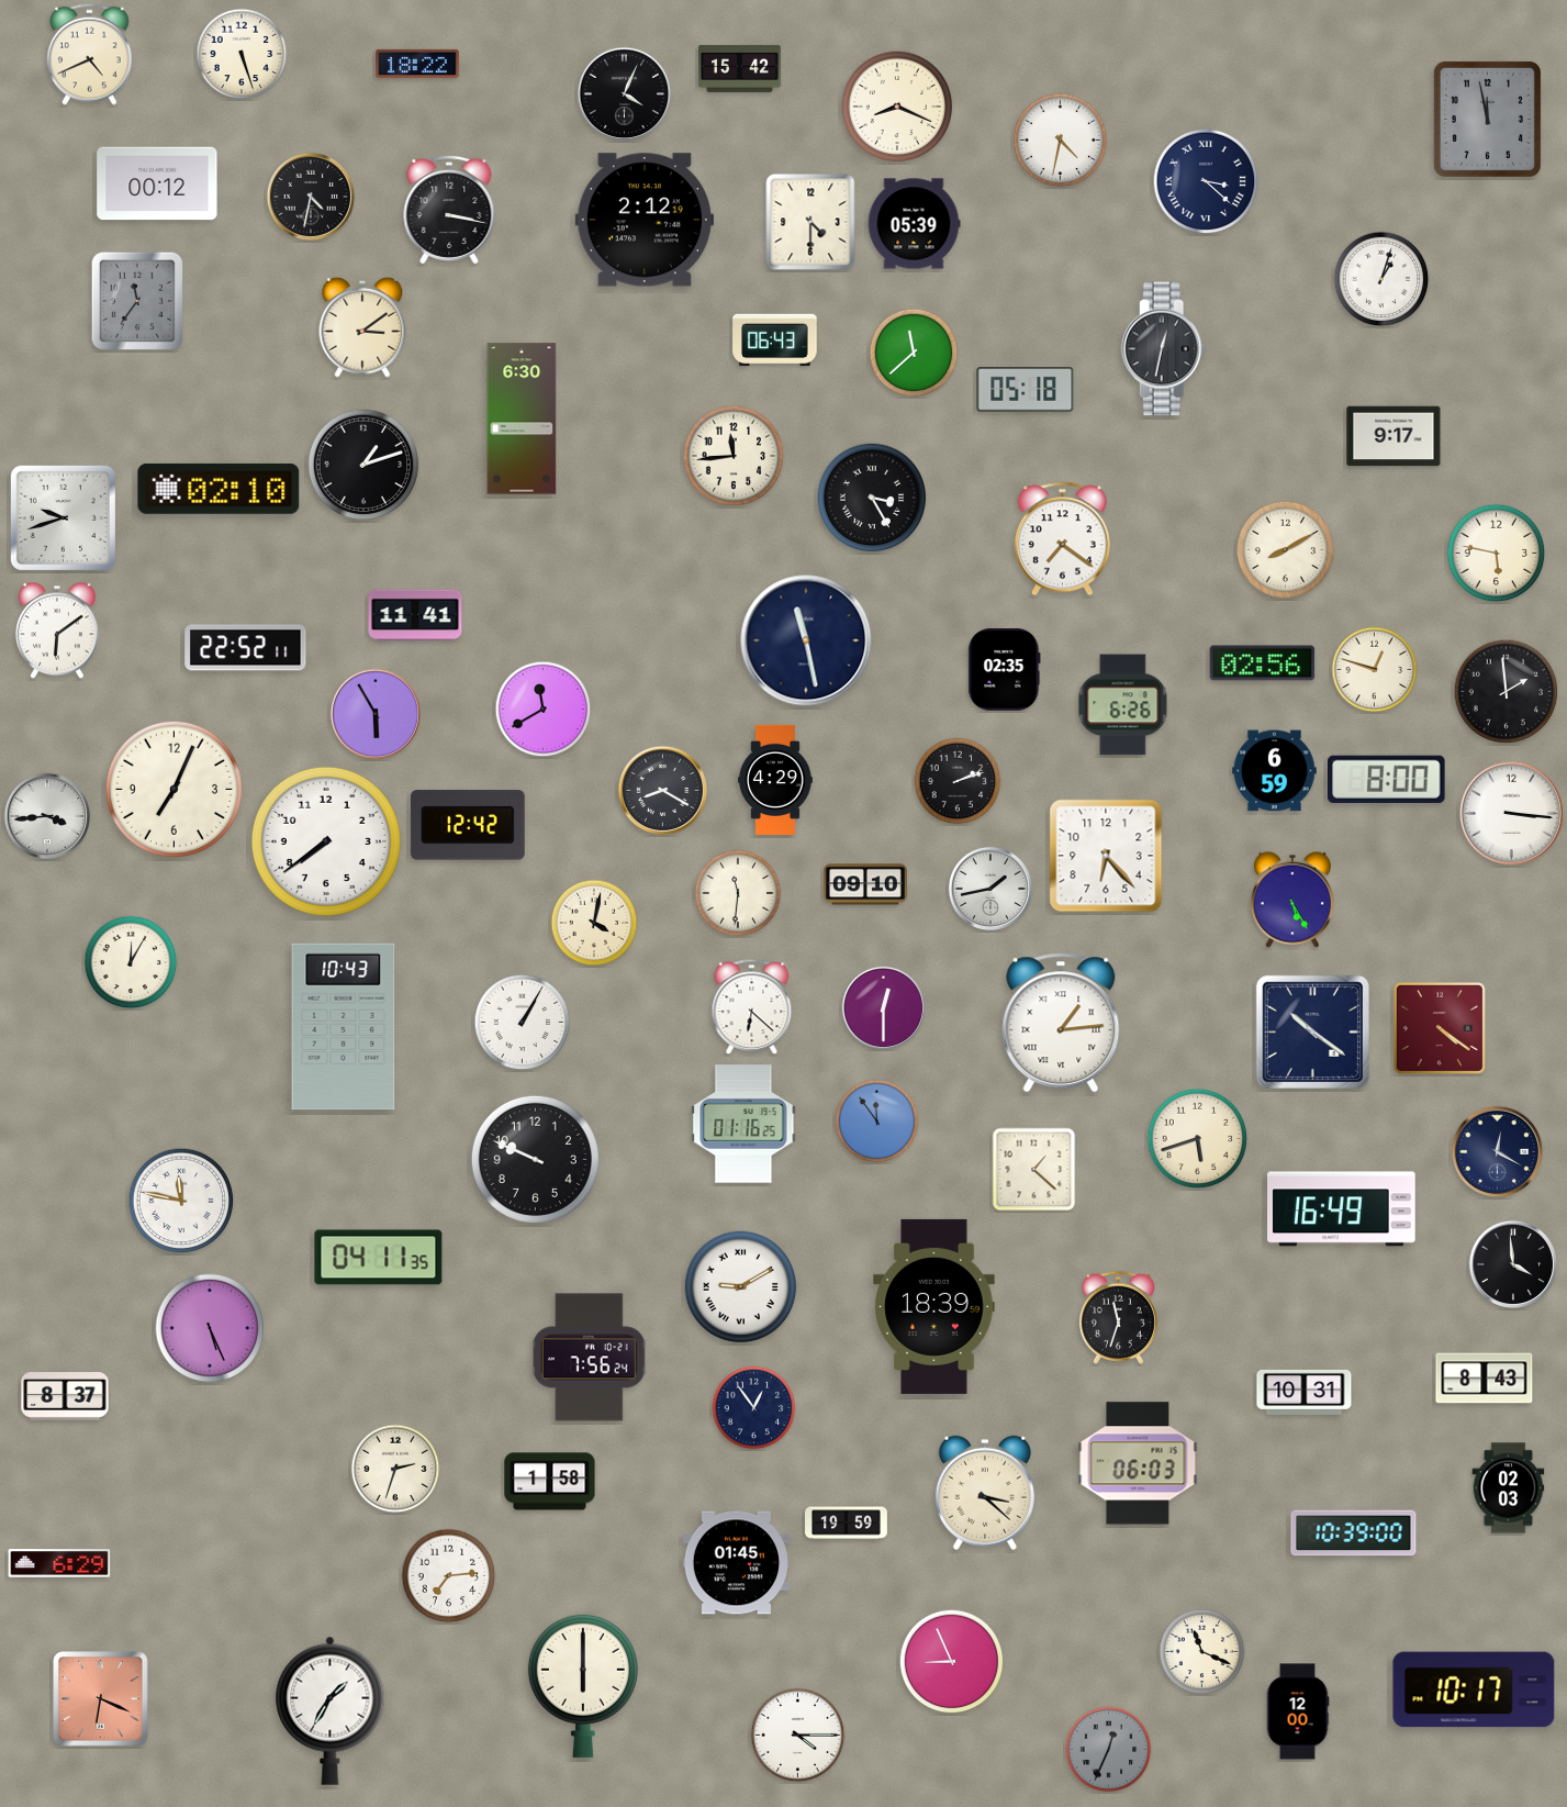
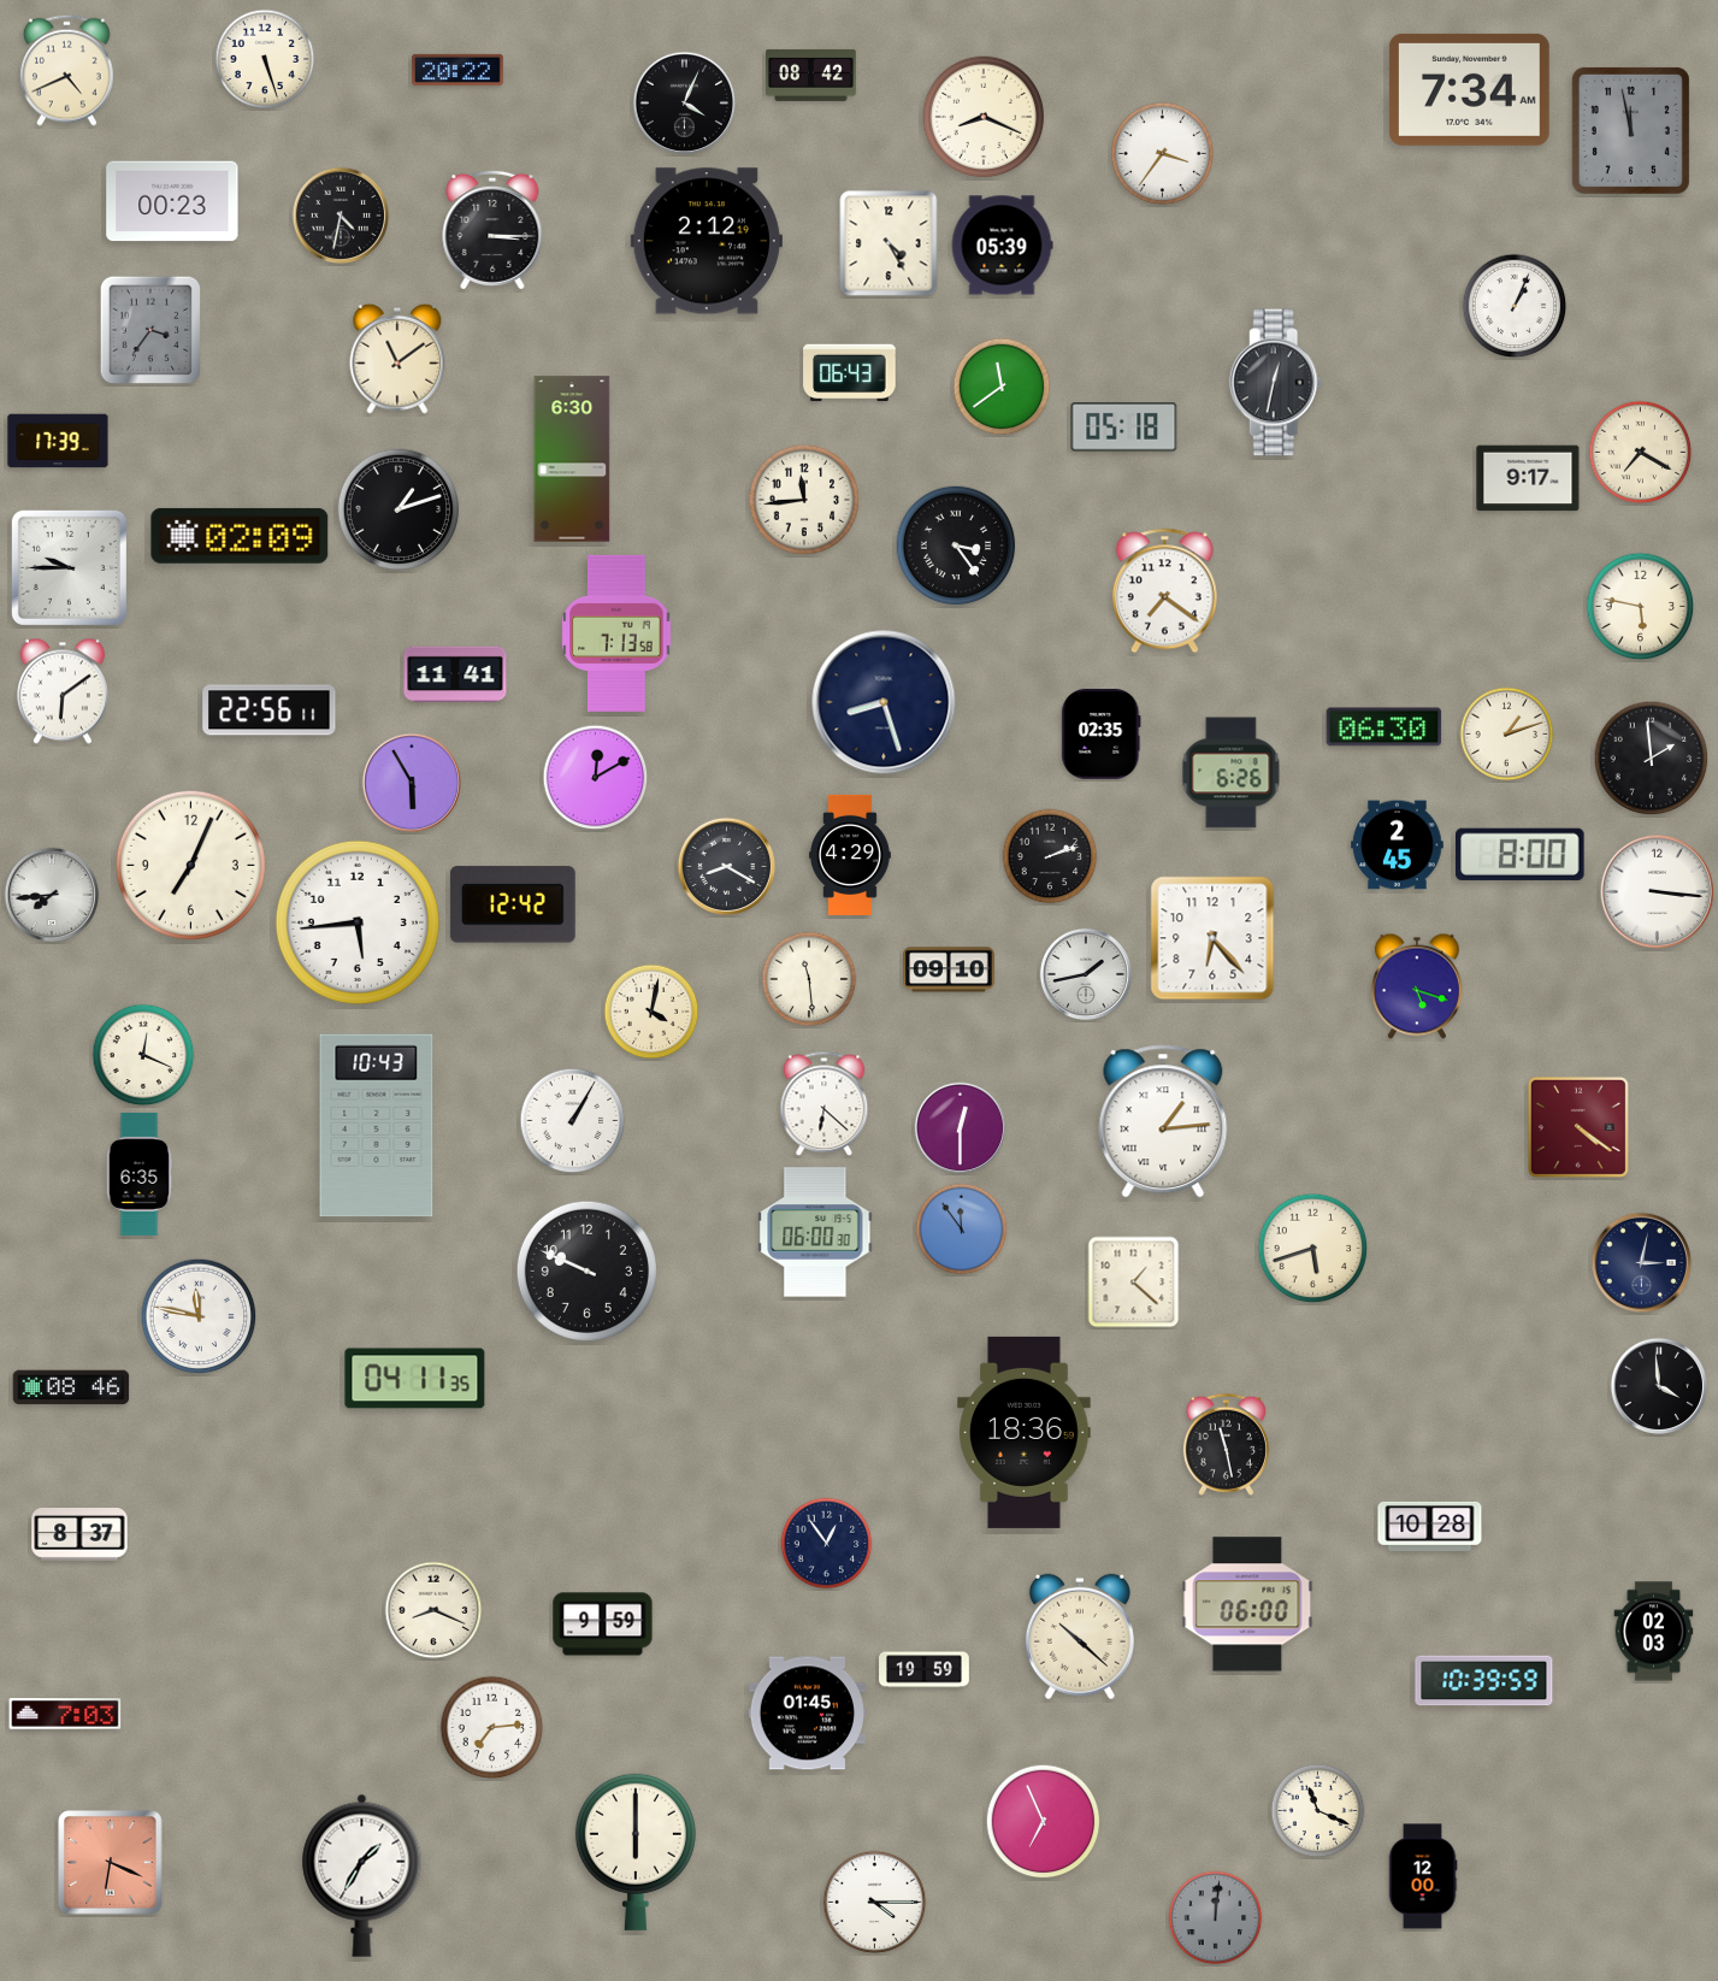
clock at (90, 54) position: (90, 54) -> (67, 70)
clock at (417, 64): 18:22 -> 20:22
clock at (740, 68): 15:42 -> 08:42
clock at (1469, 89): none -> 7:34
clock at (1061, 141): 4:32 -> 3:36
clock at (1206, 181): 3:22 -> none
clock at (157, 183): 00:12 -> 00:23
clock at (449, 210): 3:17 -> 3:15
clock at (810, 222): 4:30 -> 4:25
clock at (1381, 279): 1:03 -> 1:04
clock at (136, 301): 11:36 -> 3:36
clock at (362, 327): 3:09 -> 11:09
clock at (914, 353): 11:38 -> 11:39
clock at (58, 441): none -> 17:39
clock at (1641, 453): none -> 7:20
clock at (219, 489): 02:10 -> 02:09
clock at (872, 498): 3:25 -> 3:24
clock at (63, 517): 9:42 -> 9:45
clock at (1286, 550): 8:10 -> none
clock at (616, 633): none -> 7:13
clock at (806, 640): 11:28 -> 8:27
clock at (246, 648): 22:52 -> 22:56
clock at (1263, 663): 02:56 -> 06:30
clock at (1375, 670): 12:48 -> 1:12
clock at (544, 710): 11:40 -> 12:10
clock at (1275, 771): 6:59 -> 2:45
clock at (46, 815): 3:44 -> 7:44
clock at (326, 841): 7:39 -> 5:44
clock at (738, 893): 11:31 -> 11:29
clock at (1292, 900): 5:25 -> 5:18
clock at (131, 962): 12:05 -> 12:19
clock at (883, 1007) position: (883, 1007) -> (960, 1127)
clock at (1312, 1031): 10:21 -> none
clock at (140, 1174): none -> 6:35
clock at (743, 1124): 01:16 -> 06:00
clock at (1498, 1152): 12:20 -> 3:02
clock at (1342, 1209): 16:49 -> none
clock at (71, 1387): none -> 08:46
clock at (741, 1287): 9:10 -> none
clock at (934, 1306): 18:39 -> 18:36
clock at (1118, 1317): 11:33 -> 11:28
clock at (210, 1328): 5:26 -> none
clock at (589, 1358): 7:56 -> none
clock at (1485, 1379): 8:43 -> none
clock at (1305, 1392): 10:31 -> 10:28
clock at (65, 1397) position: (65, 1397) -> (79, 1535)
clock at (1138, 1463): 06:03 -> 06:00
clock at (395, 1469): 2:33 -> 8:19
clock at (550, 1482): 1:58 -> 9:59
clock at (985, 1493): 3:22 -> 10:22
clock at (847, 1524) position: (847, 1524) -> (925, 1670)
clock at (1354, 1533): 10:39:00 -> 10:39:59
clock at (59, 1563): 6:29 -> 7:03
clock at (952, 1662): 8:56 -> 6:56
clock at (583, 1686) position: (583, 1686) -> (636, 1852)
clock at (1474, 1689): 10:17 -> none
clock at (1109, 1750): 12:34 -> 12:01
